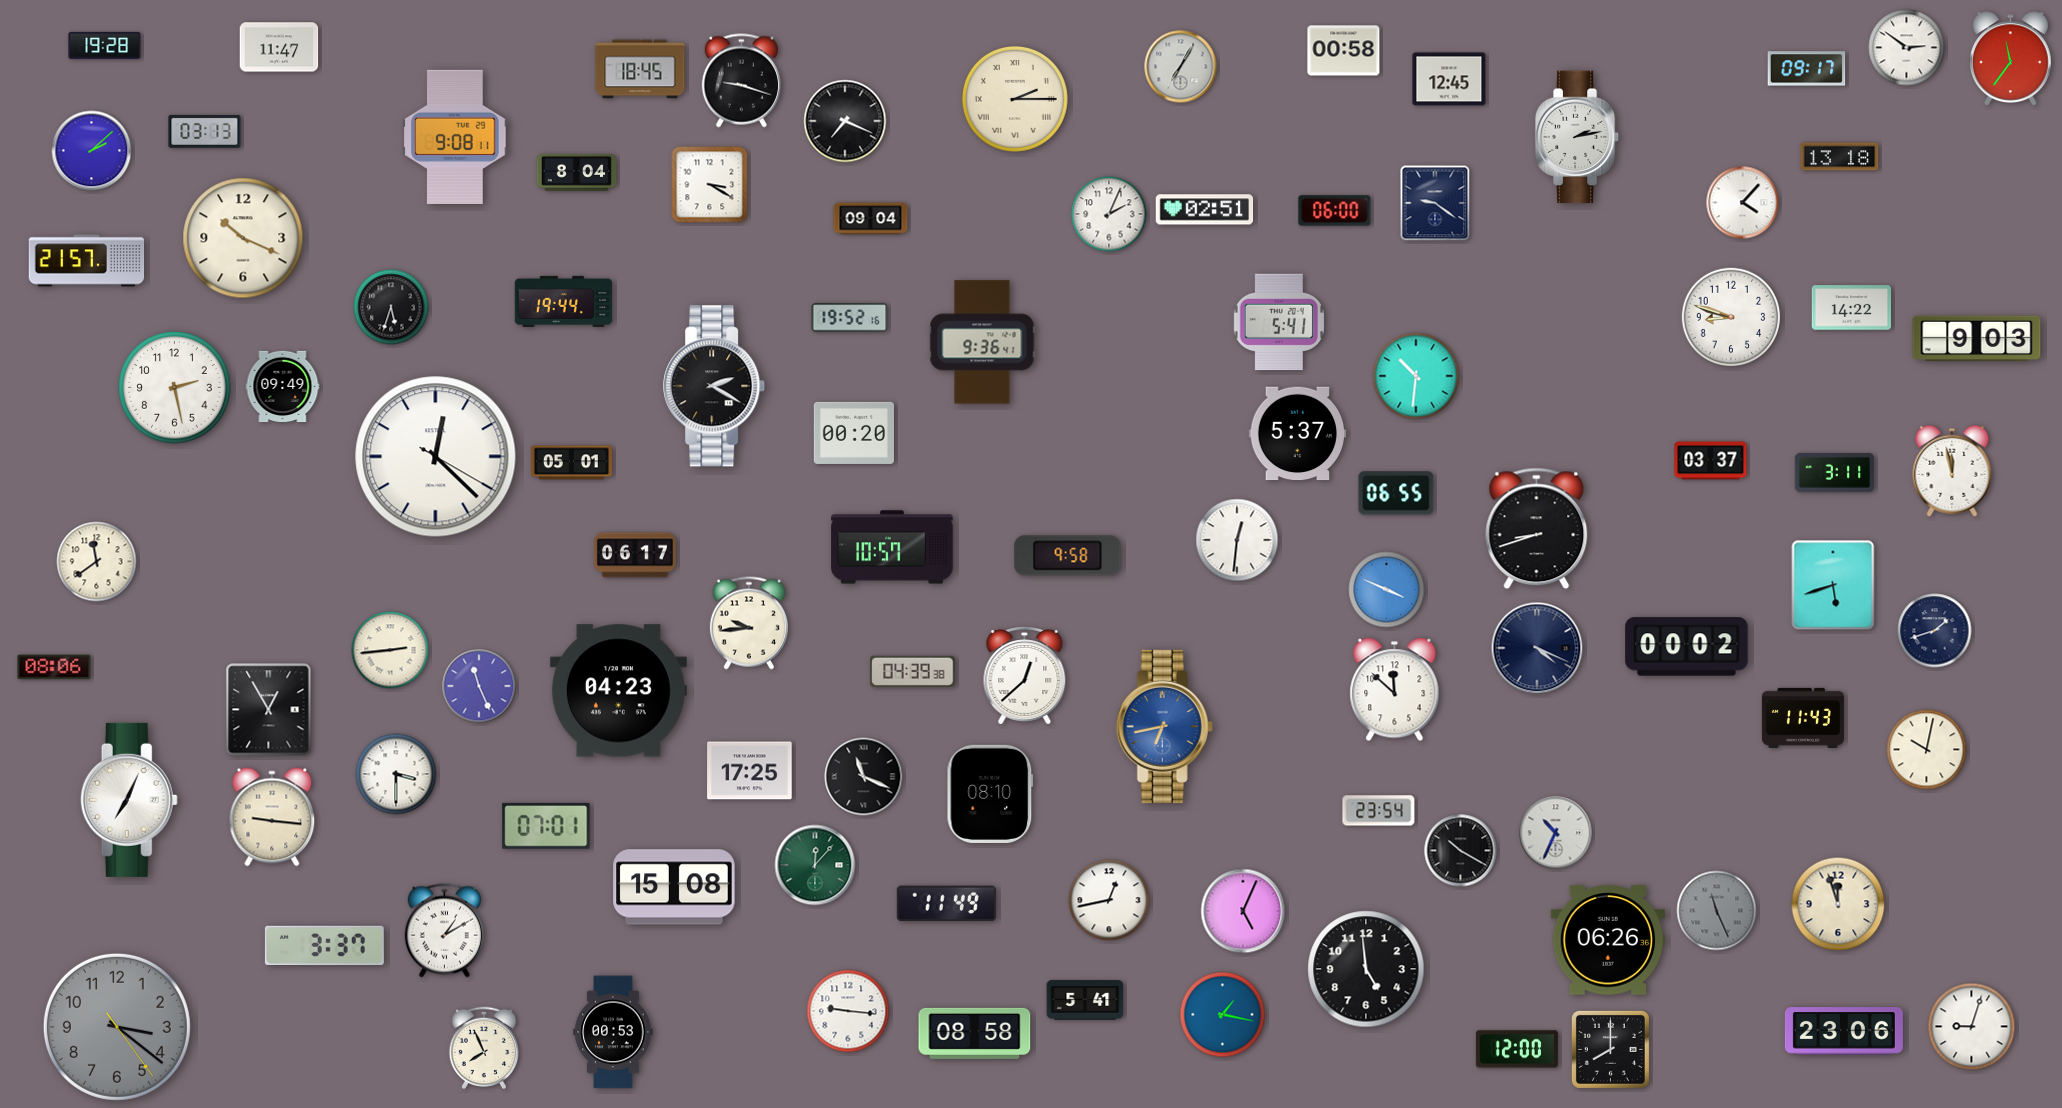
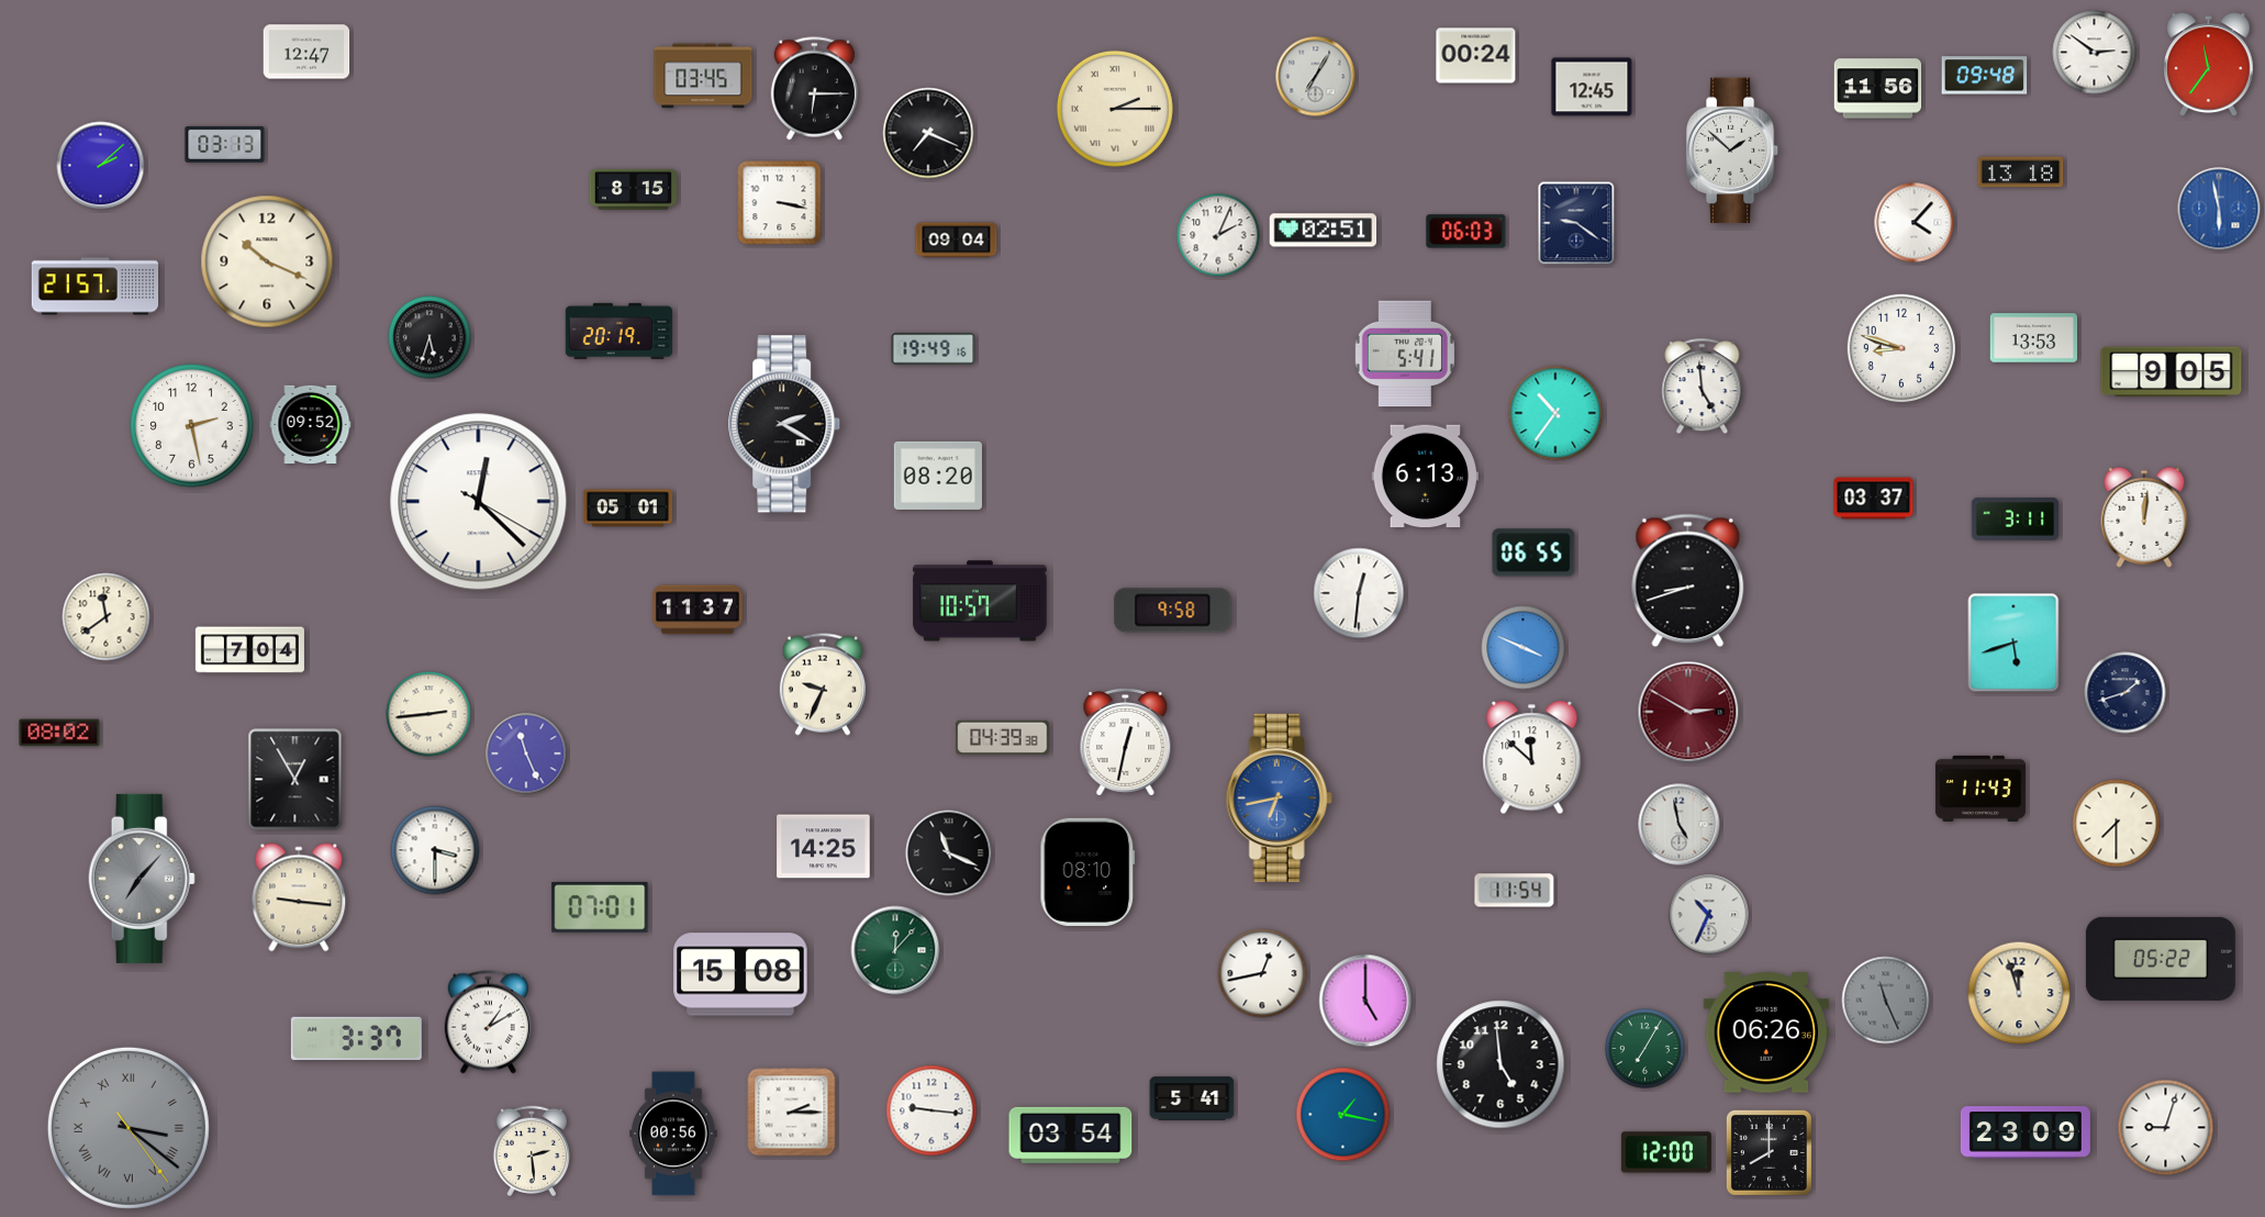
clock at (105, 45): 19:28 -> none
clock at (279, 47): 11:47 -> 12:47
clock at (1344, 51): 00:58 -> 00:24
clock at (1181, 67) position: (1181, 67) -> (1316, 77)
clock at (640, 69): 18:45 -> 03:45
clock at (1807, 69): 09:17 -> 09:48
clock at (741, 81): 9:18 -> 6:15
clock at (1878, 89): none -> 11:56
clock at (455, 137): 9:08 -> none
clock at (1577, 137): 2:13 -> 1:52
clock at (577, 172): 8:04 -> 8:15
clock at (710, 185): 3:20 -> 3:17
clock at (2219, 209): none -> 5:58
clock at (1335, 211): 06:00 -> 06:03
clock at (564, 301): 19:44 -> 20:19
clock at (1852, 308): 14:22 -> 13:53
clock at (850, 318): 19:52 -> 19:49
clock at (1977, 339): 9:03 -> 9:05
clock at (982, 342): 9:36 -> none
clock at (1703, 387): none -> 4:59
clock at (1416, 376): 10:31 -> 10:36
clock at (283, 387): 09:49 -> 09:52
clock at (854, 433): 00:20 -> 08:20
clock at (1297, 434): 5:37 -> 6:13
clock at (1711, 461) position: (1711, 461) -> (1874, 499)
clock at (1952, 471): 11:58 -> 12:01
clock at (1396, 493) position: (1396, 493) -> (1533, 552)
clock at (635, 555): 06:17 -> 11:37
clock at (249, 650): none -> 7:04
clock at (749, 623): 9:44 -> 9:34
clock at (1687, 647): 00:02 -> none
clock at (1537, 648): 4:19 -> 2:50
clock at (1537, 648) dial: navy -> burgundy
clock at (54, 667): 08:06 -> 08:02
clock at (1025, 676): 12:38 -> 12:32
clock at (618, 691): 04:23 -> none
clock at (1927, 750): 10:02 -> 7:30
clock at (1680, 825): none -> 4:58
clock at (750, 771): 17:25 -> 14:25
clock at (129, 800): 7:04 -> 7:07
clock at (129, 800) dial: white -> grey
clock at (1379, 811): 23:54 -> 11:54
clock at (1461, 851): 10:20 -> none
clock at (2161, 959): none -> 05:22
clock at (1109, 900) position: (1109, 900) -> (1262, 973)
clock at (946, 904): 11:49 -> none
clock at (1243, 911): 5:04 -> 5:00
clock at (1645, 1049): none -> 7:05
clock at (792, 1113): none -> 2:15
clock at (117, 1027) numerals: Arabic -> Roman
clock at (1844, 1031): 23:06 -> 23:09
clock at (613, 1032): 00:53 -> 00:56
clock at (975, 1033): 08:58 -> 03:54
clock at (484, 1048): 7:56 -> 2:29
